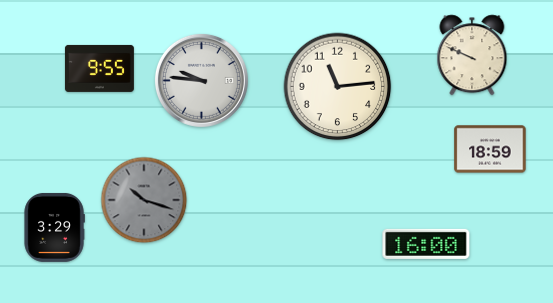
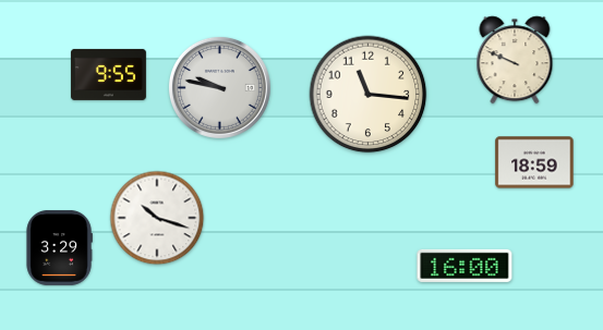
clock at (201, 80): 9:46 -> 9:47
clock at (338, 87): 11:14 -> 11:16
clock at (144, 200) dial: grey -> white
